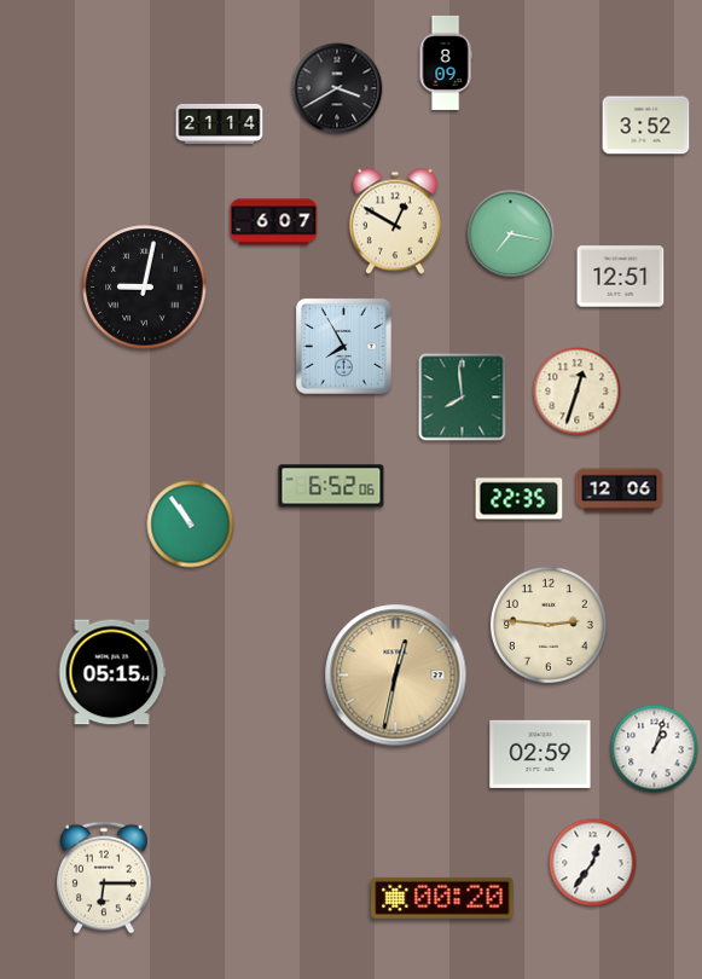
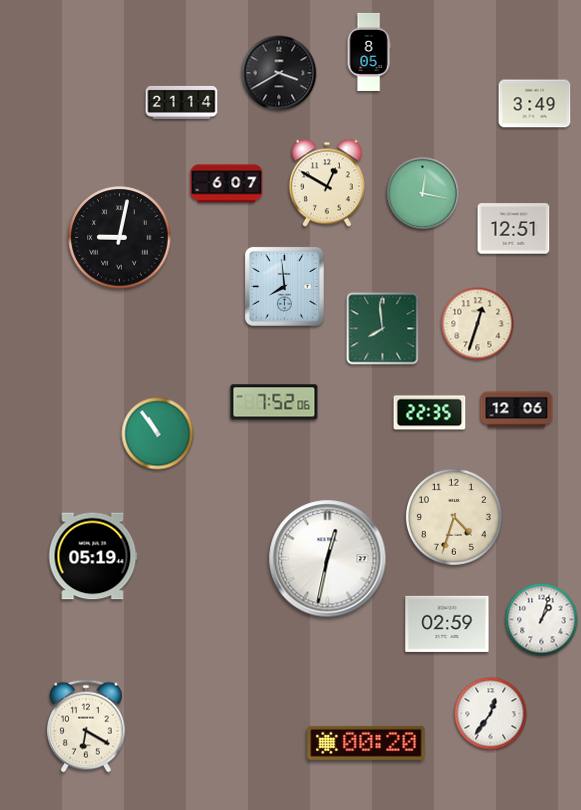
clock at (446, 63): 8:09 -> 8:05
clock at (646, 126): 3:52 -> 3:49
clock at (511, 234): 7:17 -> 12:17
clock at (343, 346): 7:55 -> 7:59
clock at (331, 486): 6:52 -> 7:52
clock at (620, 491) position: (620, 491) -> (517, 410)
clock at (549, 625): 2:46 -> 4:33
clock at (112, 672): 05:15 -> 05:19
clock at (396, 676) dial: champagne -> white
clock at (104, 877): 6:15 -> 6:20
